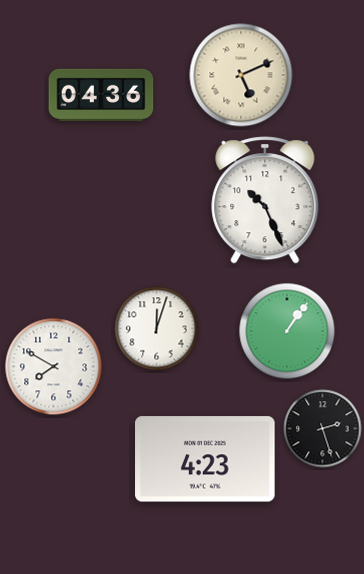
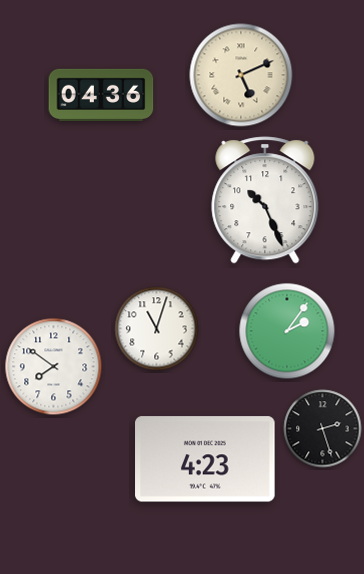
clock at (157, 329): 12:03 -> 11:03
clock at (287, 331): 1:06 -> 2:06
clock at (54, 367): 7:50 -> 7:51
